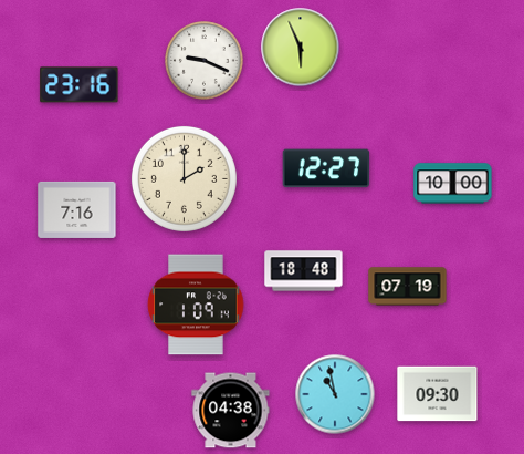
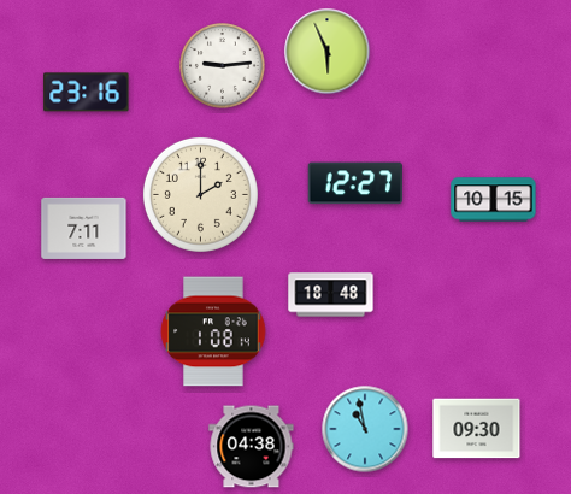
clock at (205, 61): 9:19 -> 9:14
clock at (453, 184): 10:00 -> 10:15
clock at (77, 209): 7:16 -> 7:11
clock at (408, 287): 07:19 -> none
clock at (196, 305): 1:09 -> 1:08
